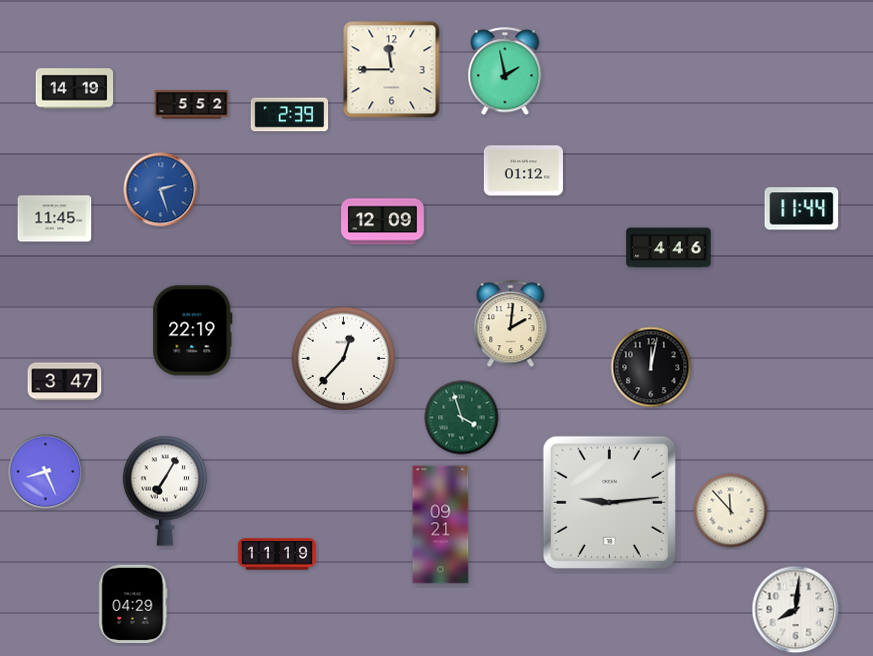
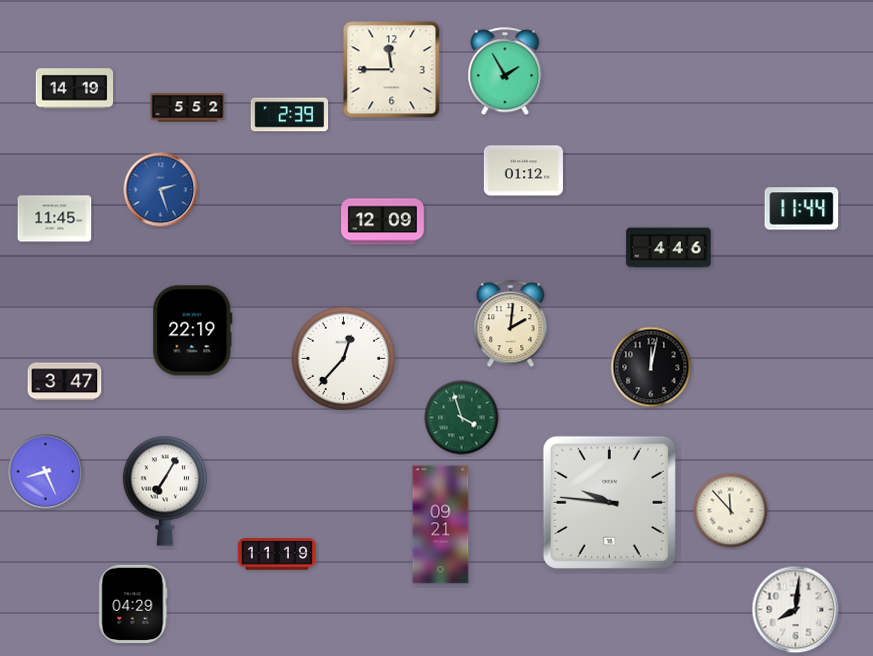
clock at (505, 72): 1:58 -> 1:55
clock at (192, 105) position: (192, 105) -> (188, 108)
clock at (609, 502): 9:14 -> 9:46
